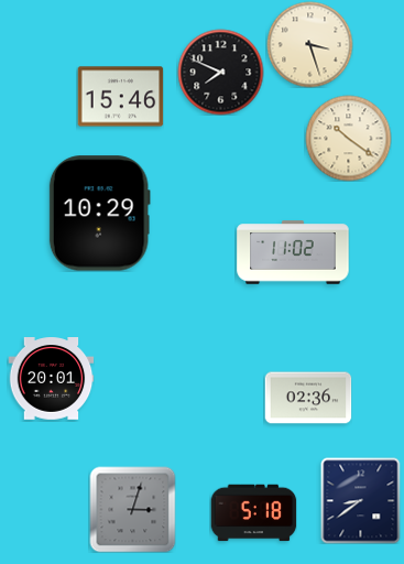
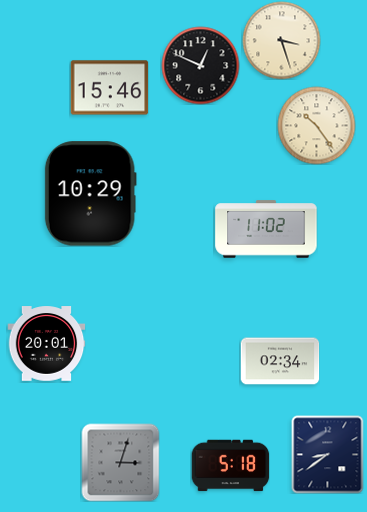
clock at (220, 72): 7:49 -> 12:49
clock at (348, 138): 10:21 -> 10:24
clock at (308, 398): 02:36 -> 02:34
